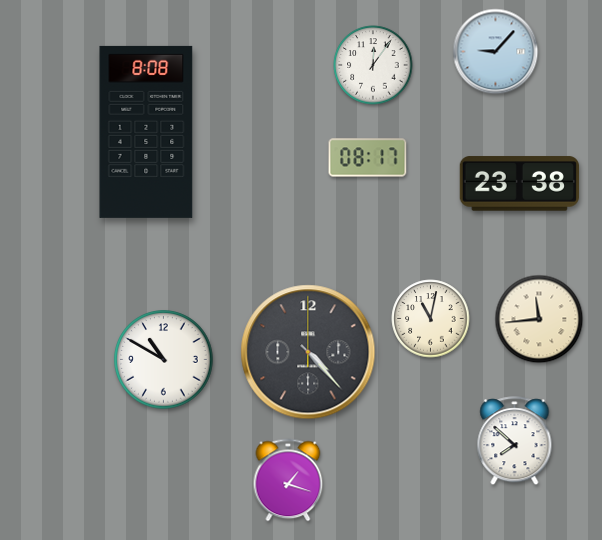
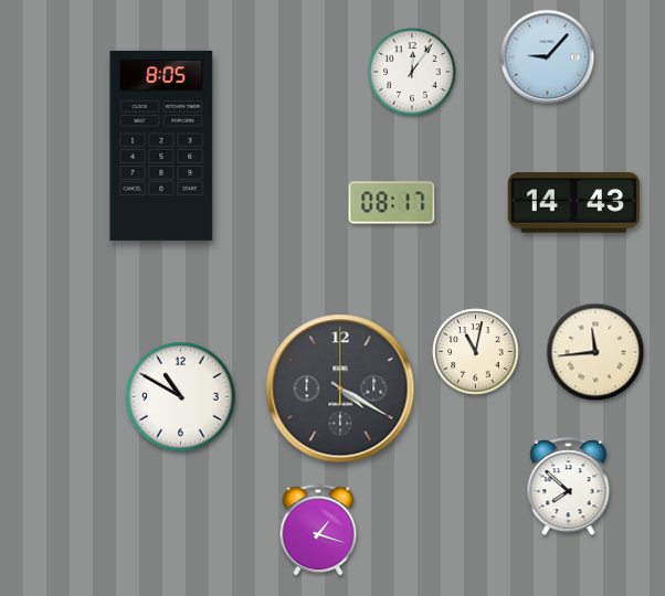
clock at (146, 132): 8:08 -> 8:05
clock at (368, 158) position: (368, 158) -> (392, 203)
clock at (519, 184): 23:38 -> 14:43
clock at (308, 352): 4:23 -> 4:20
